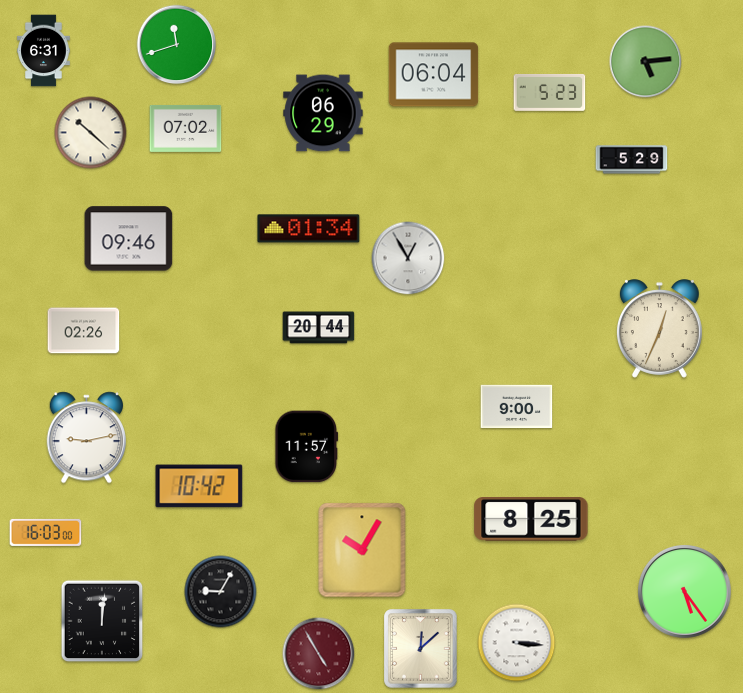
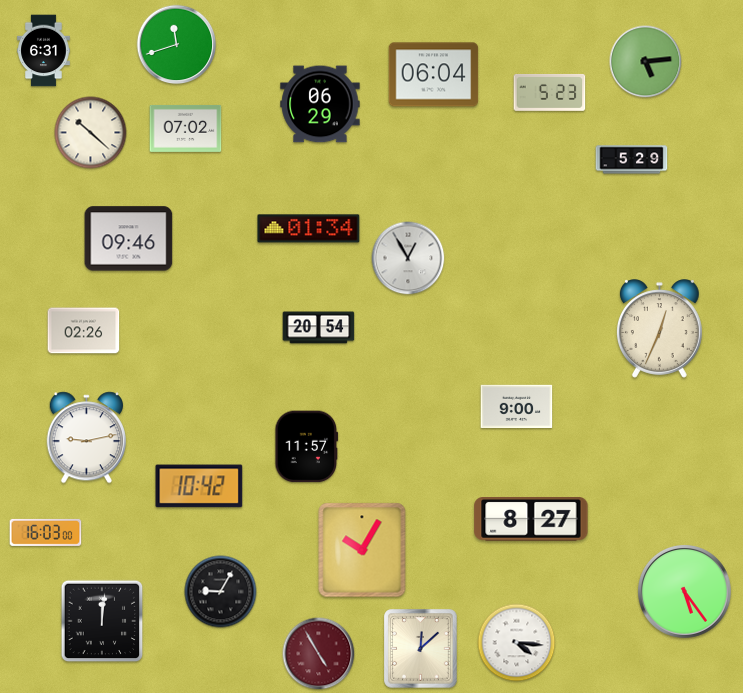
clock at (323, 113) position: (323, 113) -> (320, 104)
clock at (319, 328): 20:44 -> 20:54
clock at (531, 520): 8:25 -> 8:27
clock at (517, 643): 3:16 -> 4:16
